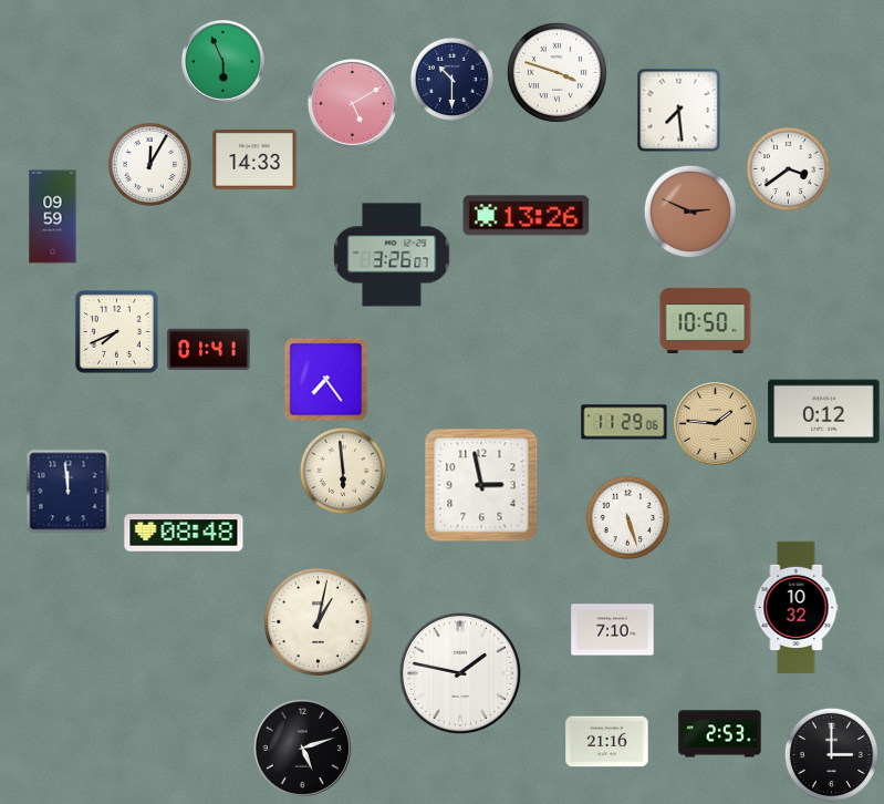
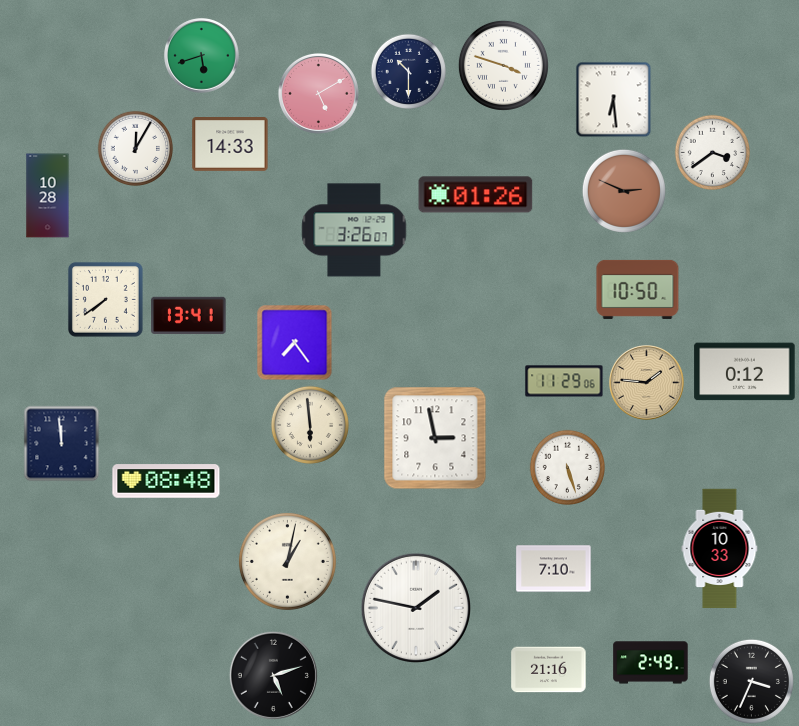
clock at (223, 62): 5:56 -> 5:42
clock at (679, 111): 7:29 -> 6:29
clock at (527, 216): 13:26 -> 01:26
clock at (53, 217): 09:59 -> 10:28
clock at (116, 331): 7:41 -> 7:39
clock at (209, 349): 01:41 -> 13:41
clock at (797, 608): 10:32 -> 10:33
clock at (720, 734): 2:53 -> 2:49
clock at (831, 754): 3:00 -> 3:34
